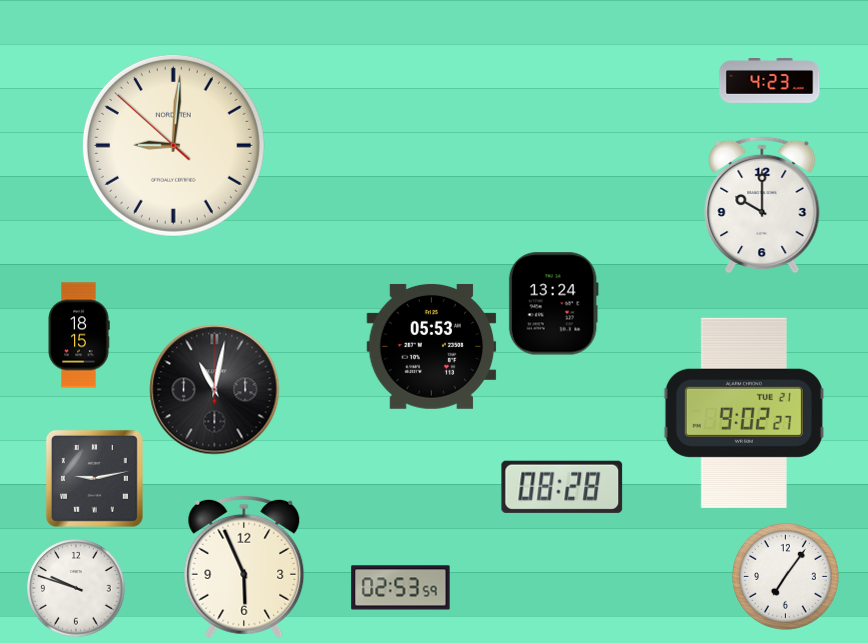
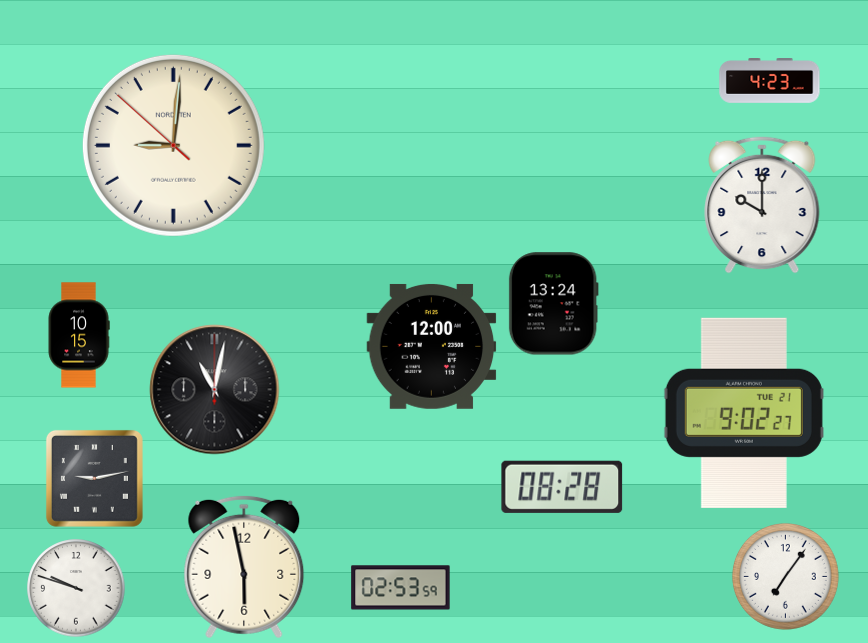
clock at (79, 335): 18:15 -> 10:15
clock at (432, 346): 05:53 -> 12:00
clock at (244, 567): 5:56 -> 5:58
